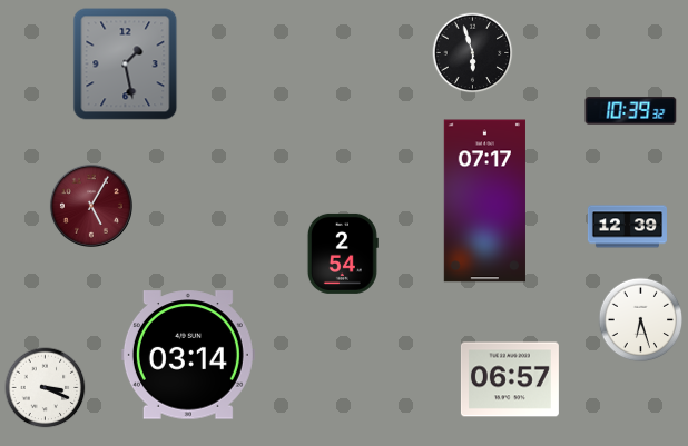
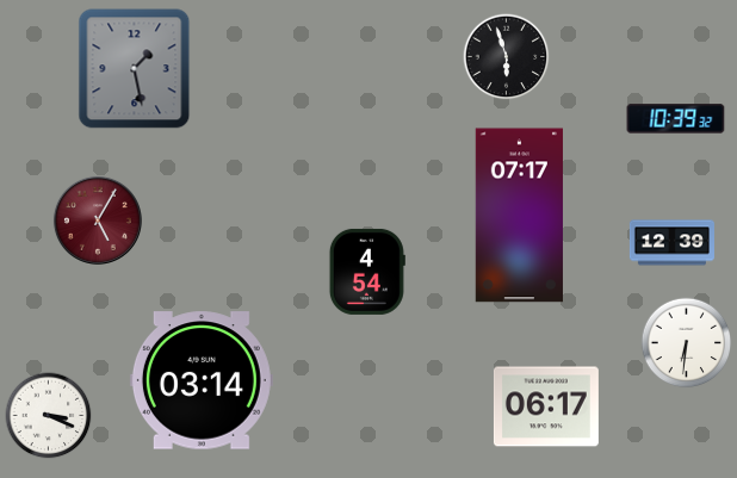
clock at (343, 254): 2:54 -> 4:54
clock at (641, 320): 6:27 -> 6:31
clock at (510, 379): 06:57 -> 06:17
